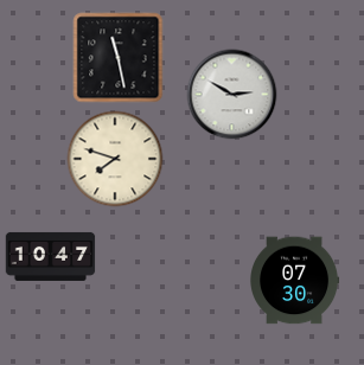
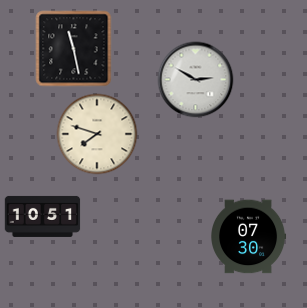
clock at (119, 58) position: (119, 58) -> (74, 49)
clock at (51, 256): 10:47 -> 10:51
